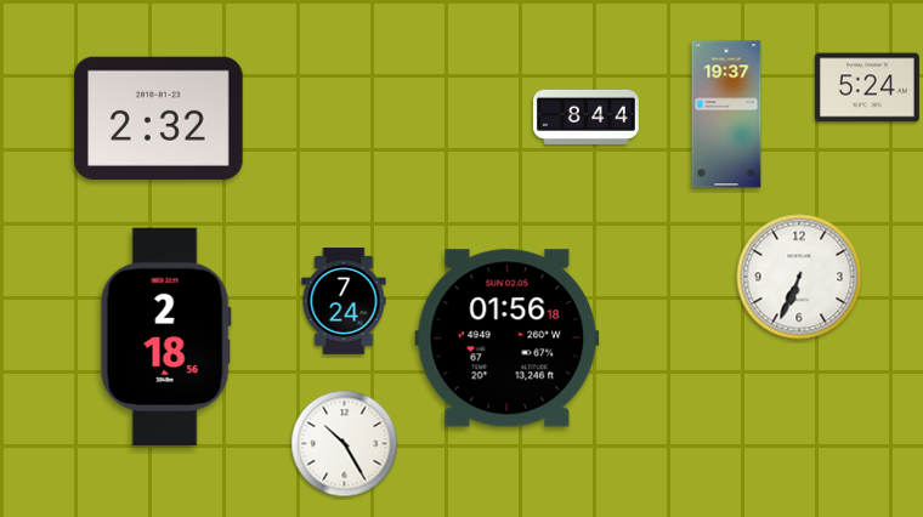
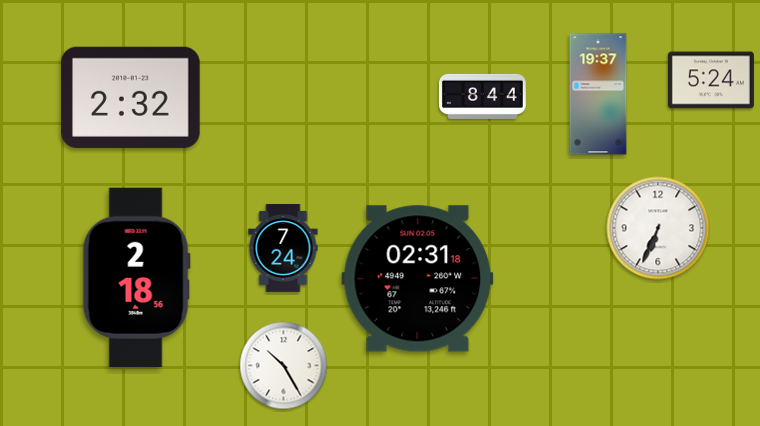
clock at (867, 87) position: (867, 87) -> (711, 80)
clock at (508, 339): 01:56 -> 02:31
